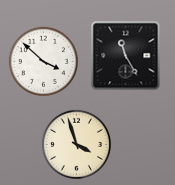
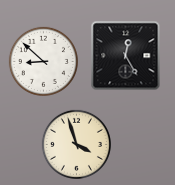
clock at (126, 56): 11:25 -> 12:25
clock at (43, 61): 3:52 -> 8:52
